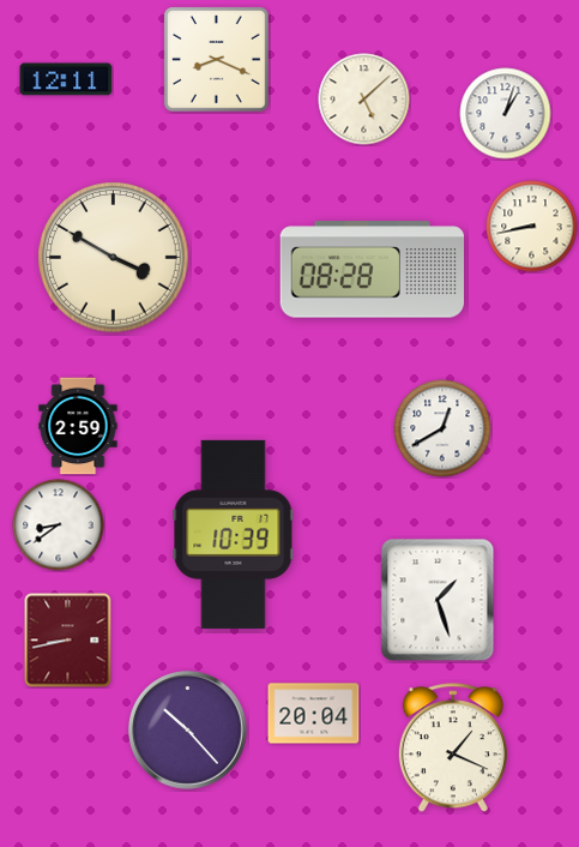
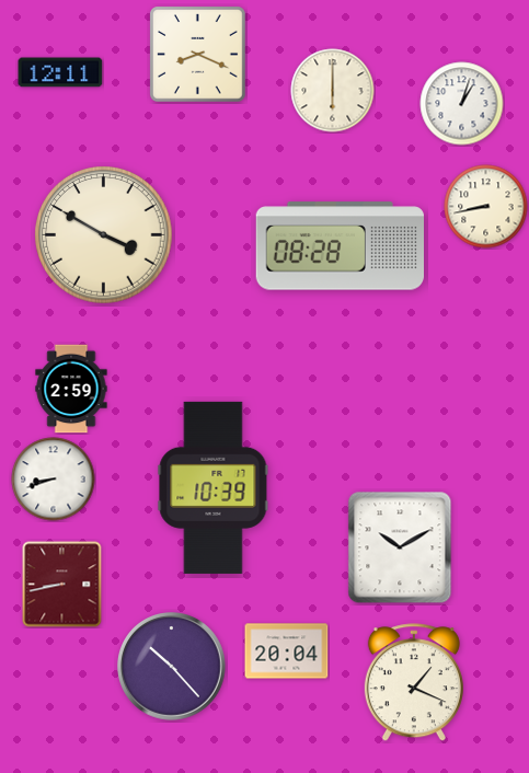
clock at (364, 100): 5:08 -> 6:00
clock at (442, 428): 12:40 -> none
clock at (59, 525): 8:39 -> 8:42
clock at (438, 600): 1:27 -> 10:10
